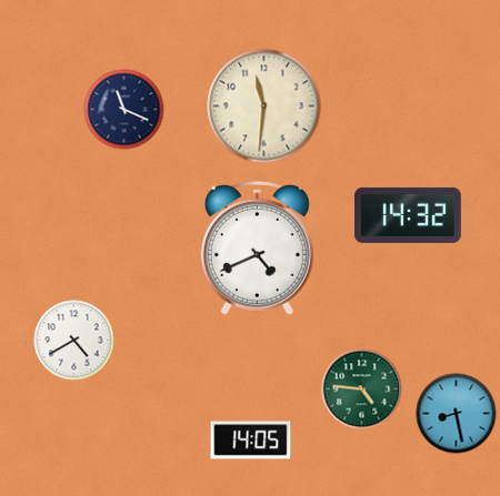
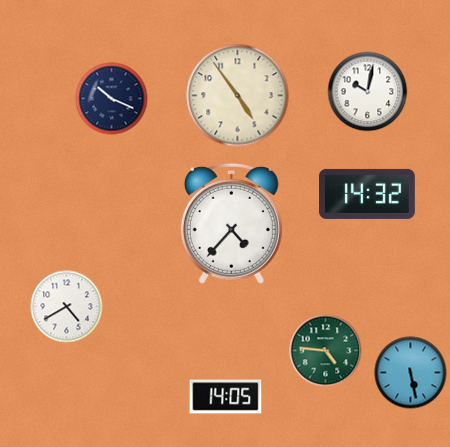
clock at (368, 92): none -> 10:02
clock at (264, 107): 11:31 -> 4:54
clock at (124, 110): 11:19 -> 10:19
clock at (257, 247): 4:41 -> 4:37
clock at (457, 414): 8:28 -> 5:28
